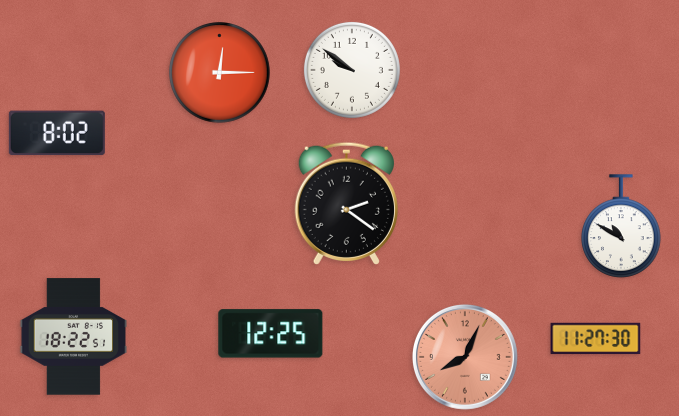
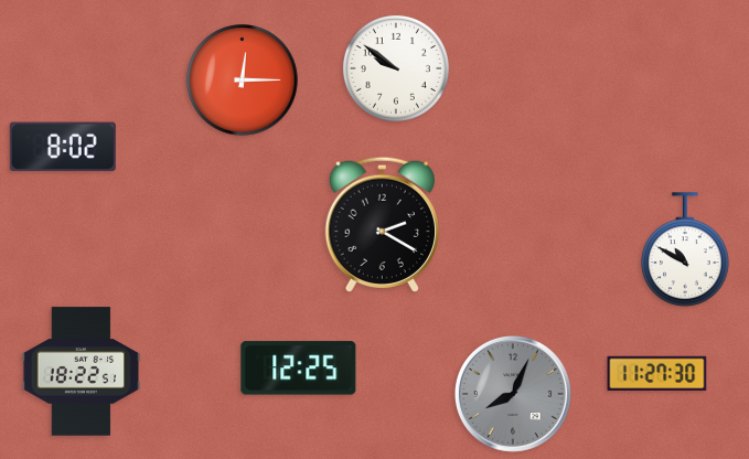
clock at (352, 70) position: (352, 70) -> (396, 68)
clock at (346, 203): 2:21 -> 2:20
clock at (465, 357) dial: salmon -> grey
